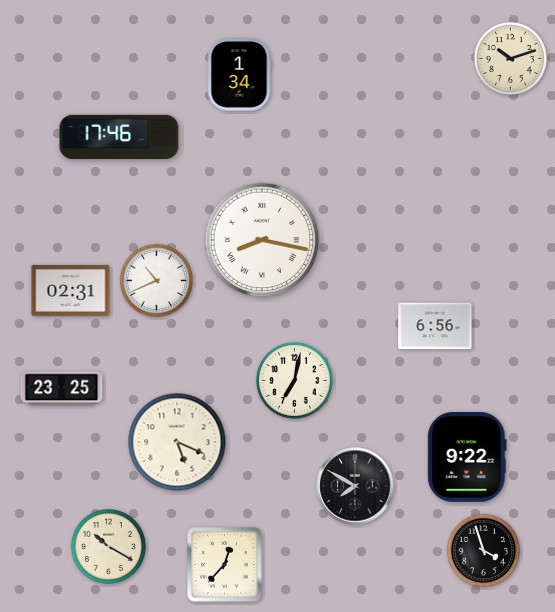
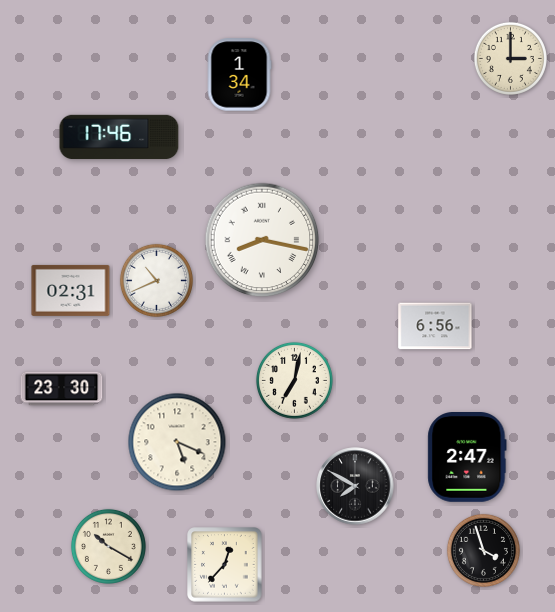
clock at (510, 58): 10:12 -> 3:00
clock at (62, 389): 23:25 -> 23:30
clock at (467, 458): 9:22 -> 2:47
